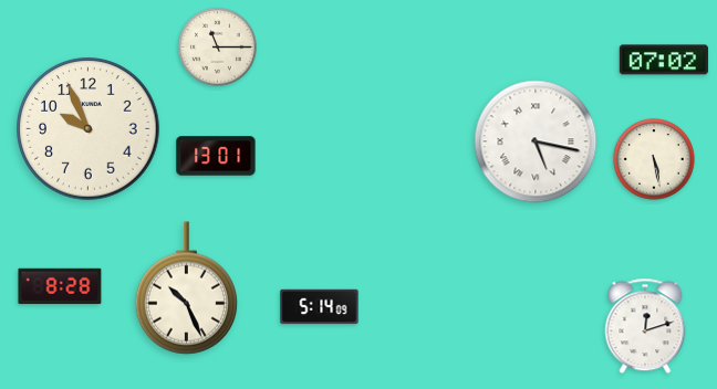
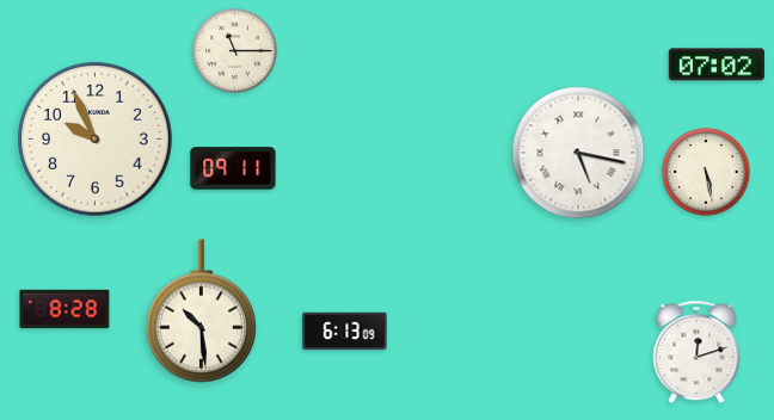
clock at (216, 156): 13:01 -> 09:11
clock at (186, 288): 10:26 -> 10:29
clock at (320, 307): 5:14 -> 6:13
